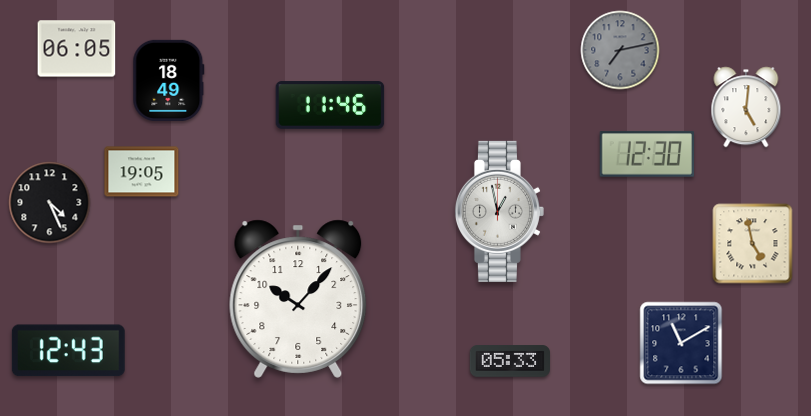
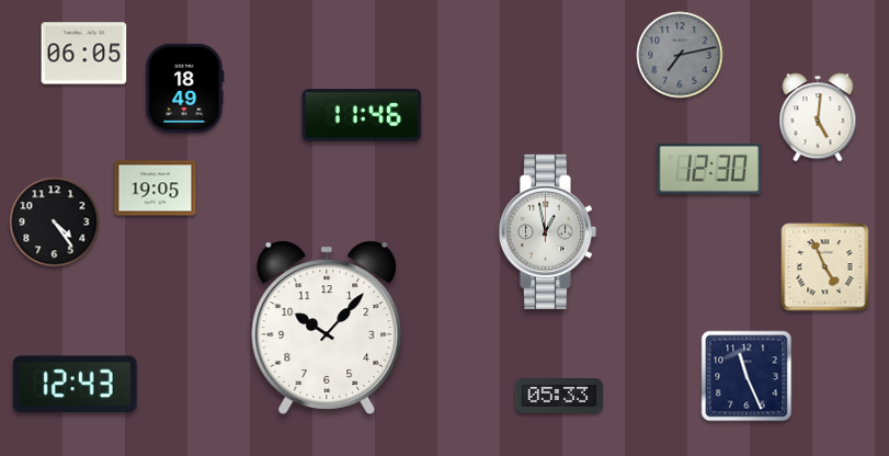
clock at (50, 203): 4:26 -> 4:24
clock at (753, 244): 4:58 -> 4:56
clock at (681, 343): 11:10 -> 11:26
